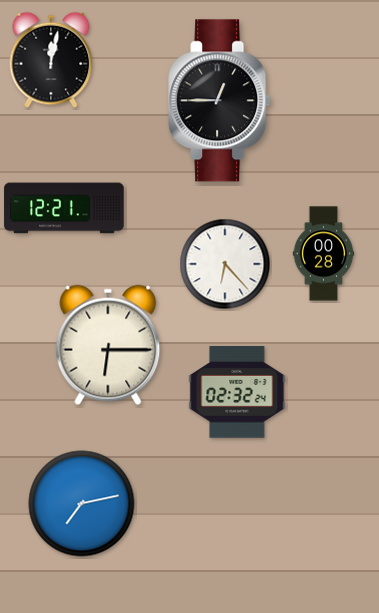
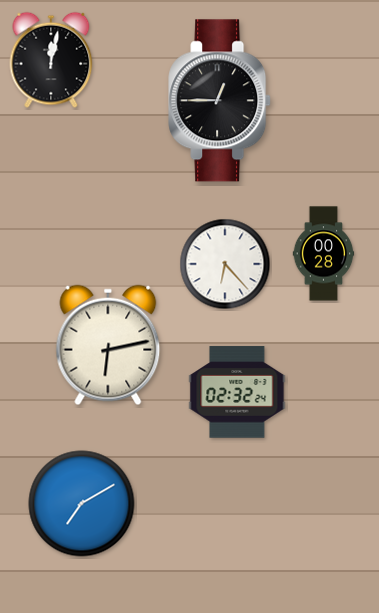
clock at (64, 208): 12:21 -> none
clock at (108, 345): 6:15 -> 6:13
clock at (82, 504): 7:13 -> 7:10
